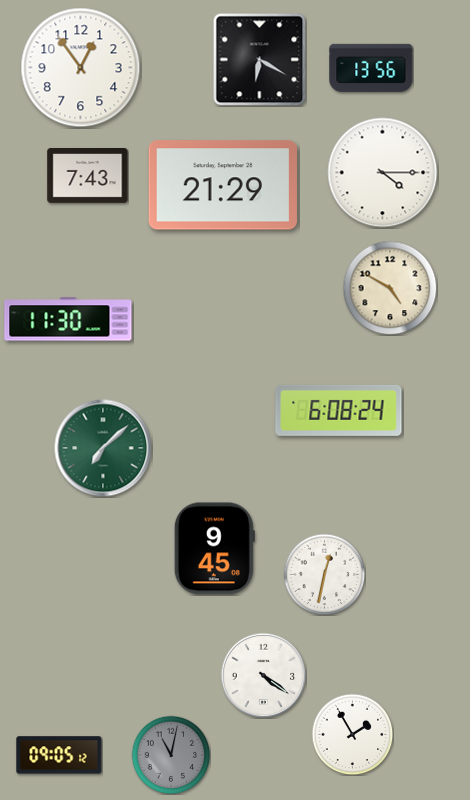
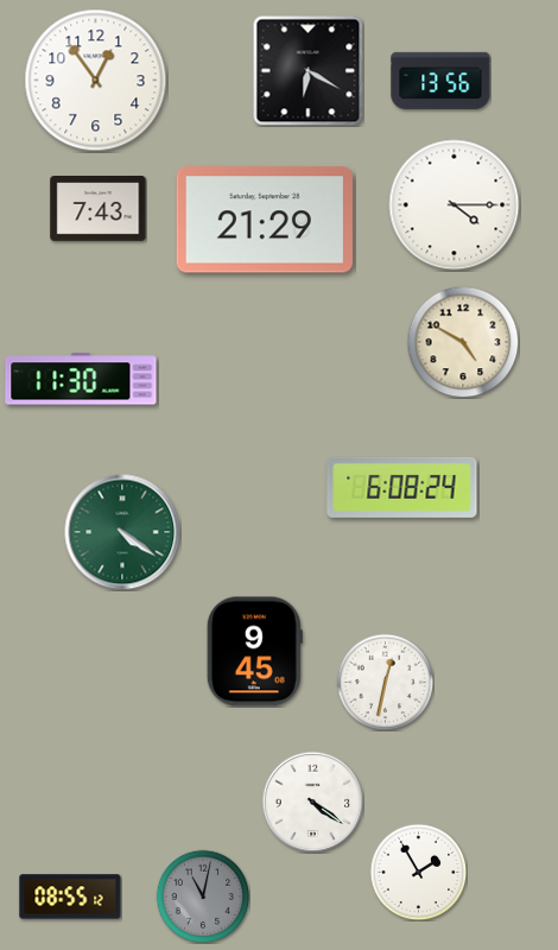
clock at (88, 176) position: (88, 176) -> (99, 209)
clock at (103, 448): 7:08 -> 4:21
clock at (59, 755): 09:05 -> 08:55
